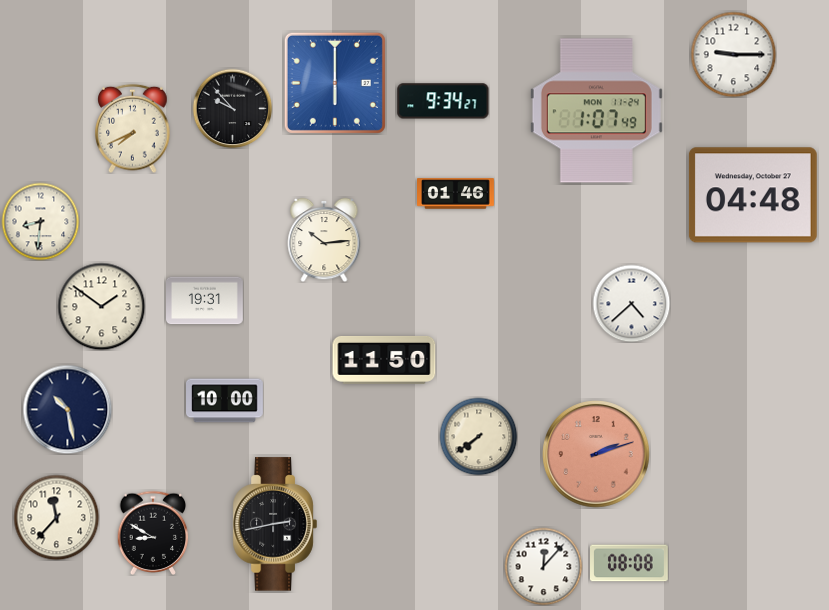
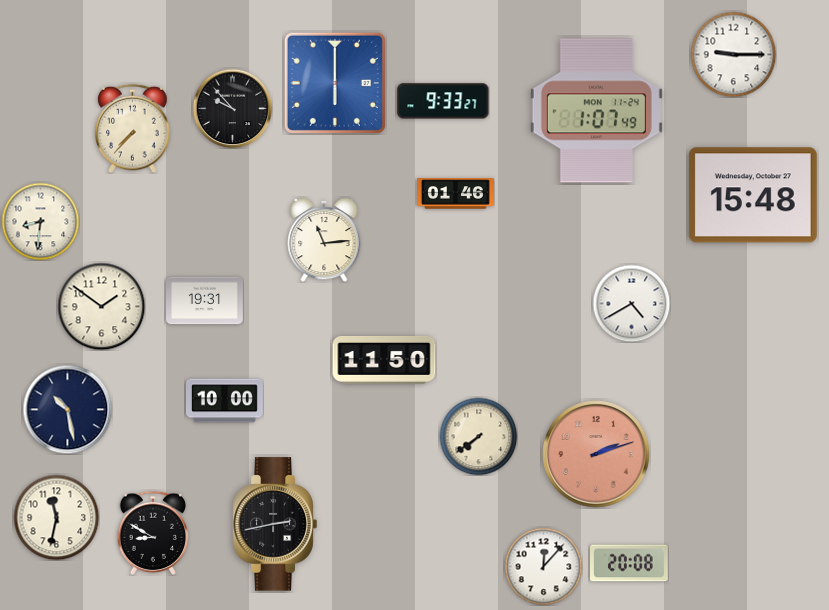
clock at (443, 101): 9:34 -> 9:33
clock at (133, 128): 7:41 -> 7:37
clock at (753, 195): 04:48 -> 15:48
clock at (324, 240): 10:14 -> 11:14
clock at (631, 303): 4:38 -> 4:40
clock at (56, 517): 11:37 -> 11:32
clock at (630, 563): 08:08 -> 20:08
